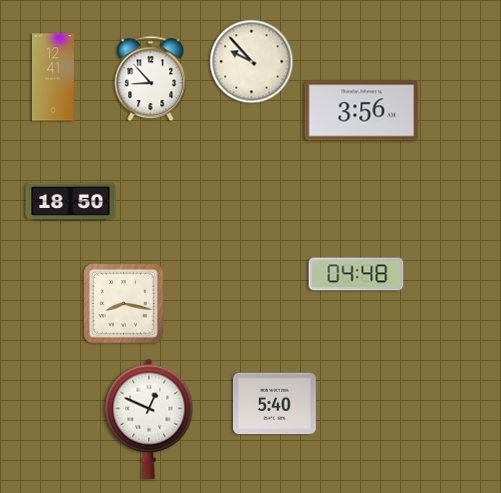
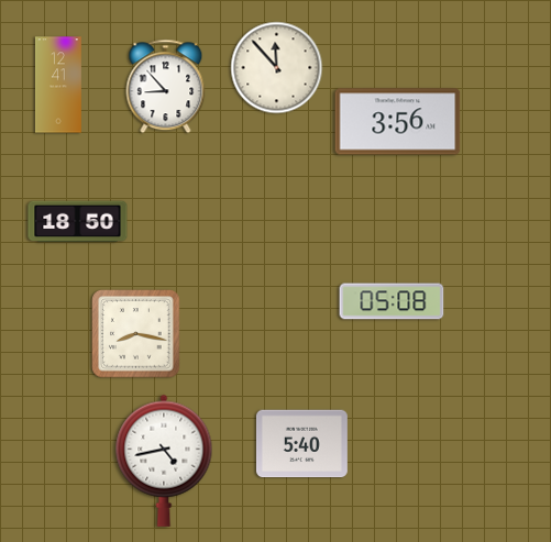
clock at (252, 62): 9:53 -> 11:53
clock at (356, 274): 04:48 -> 05:08
clock at (149, 419): 12:49 -> 4:43
